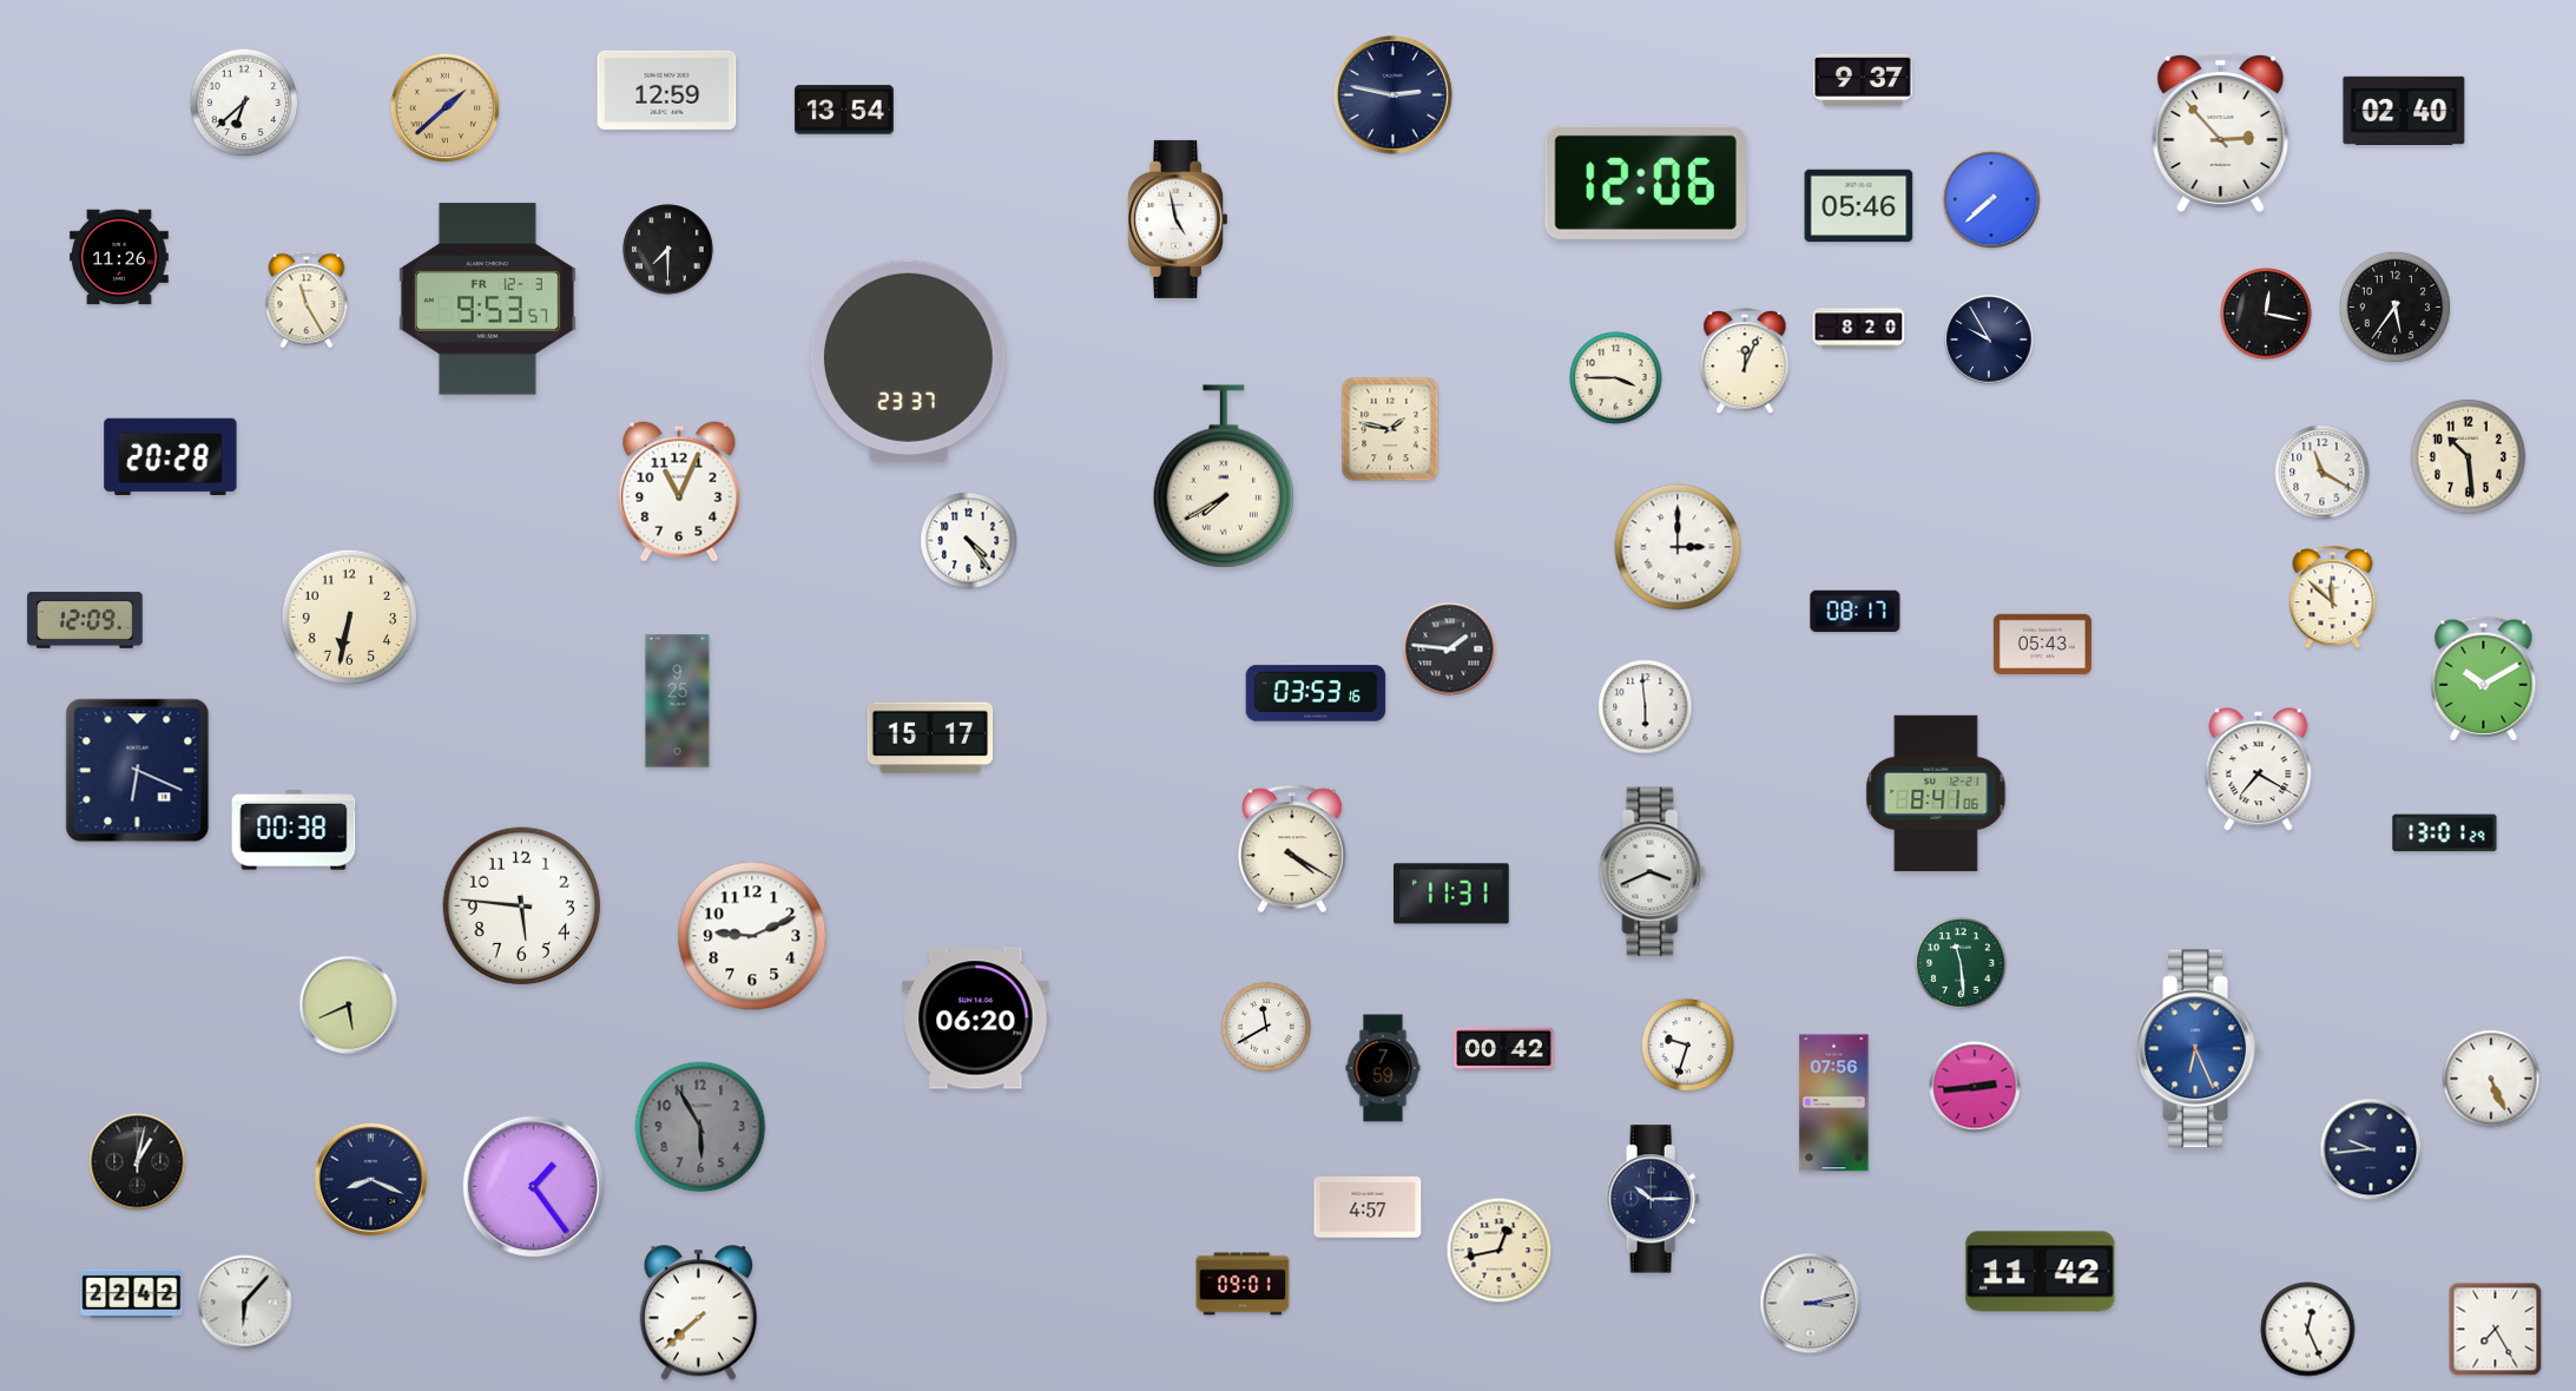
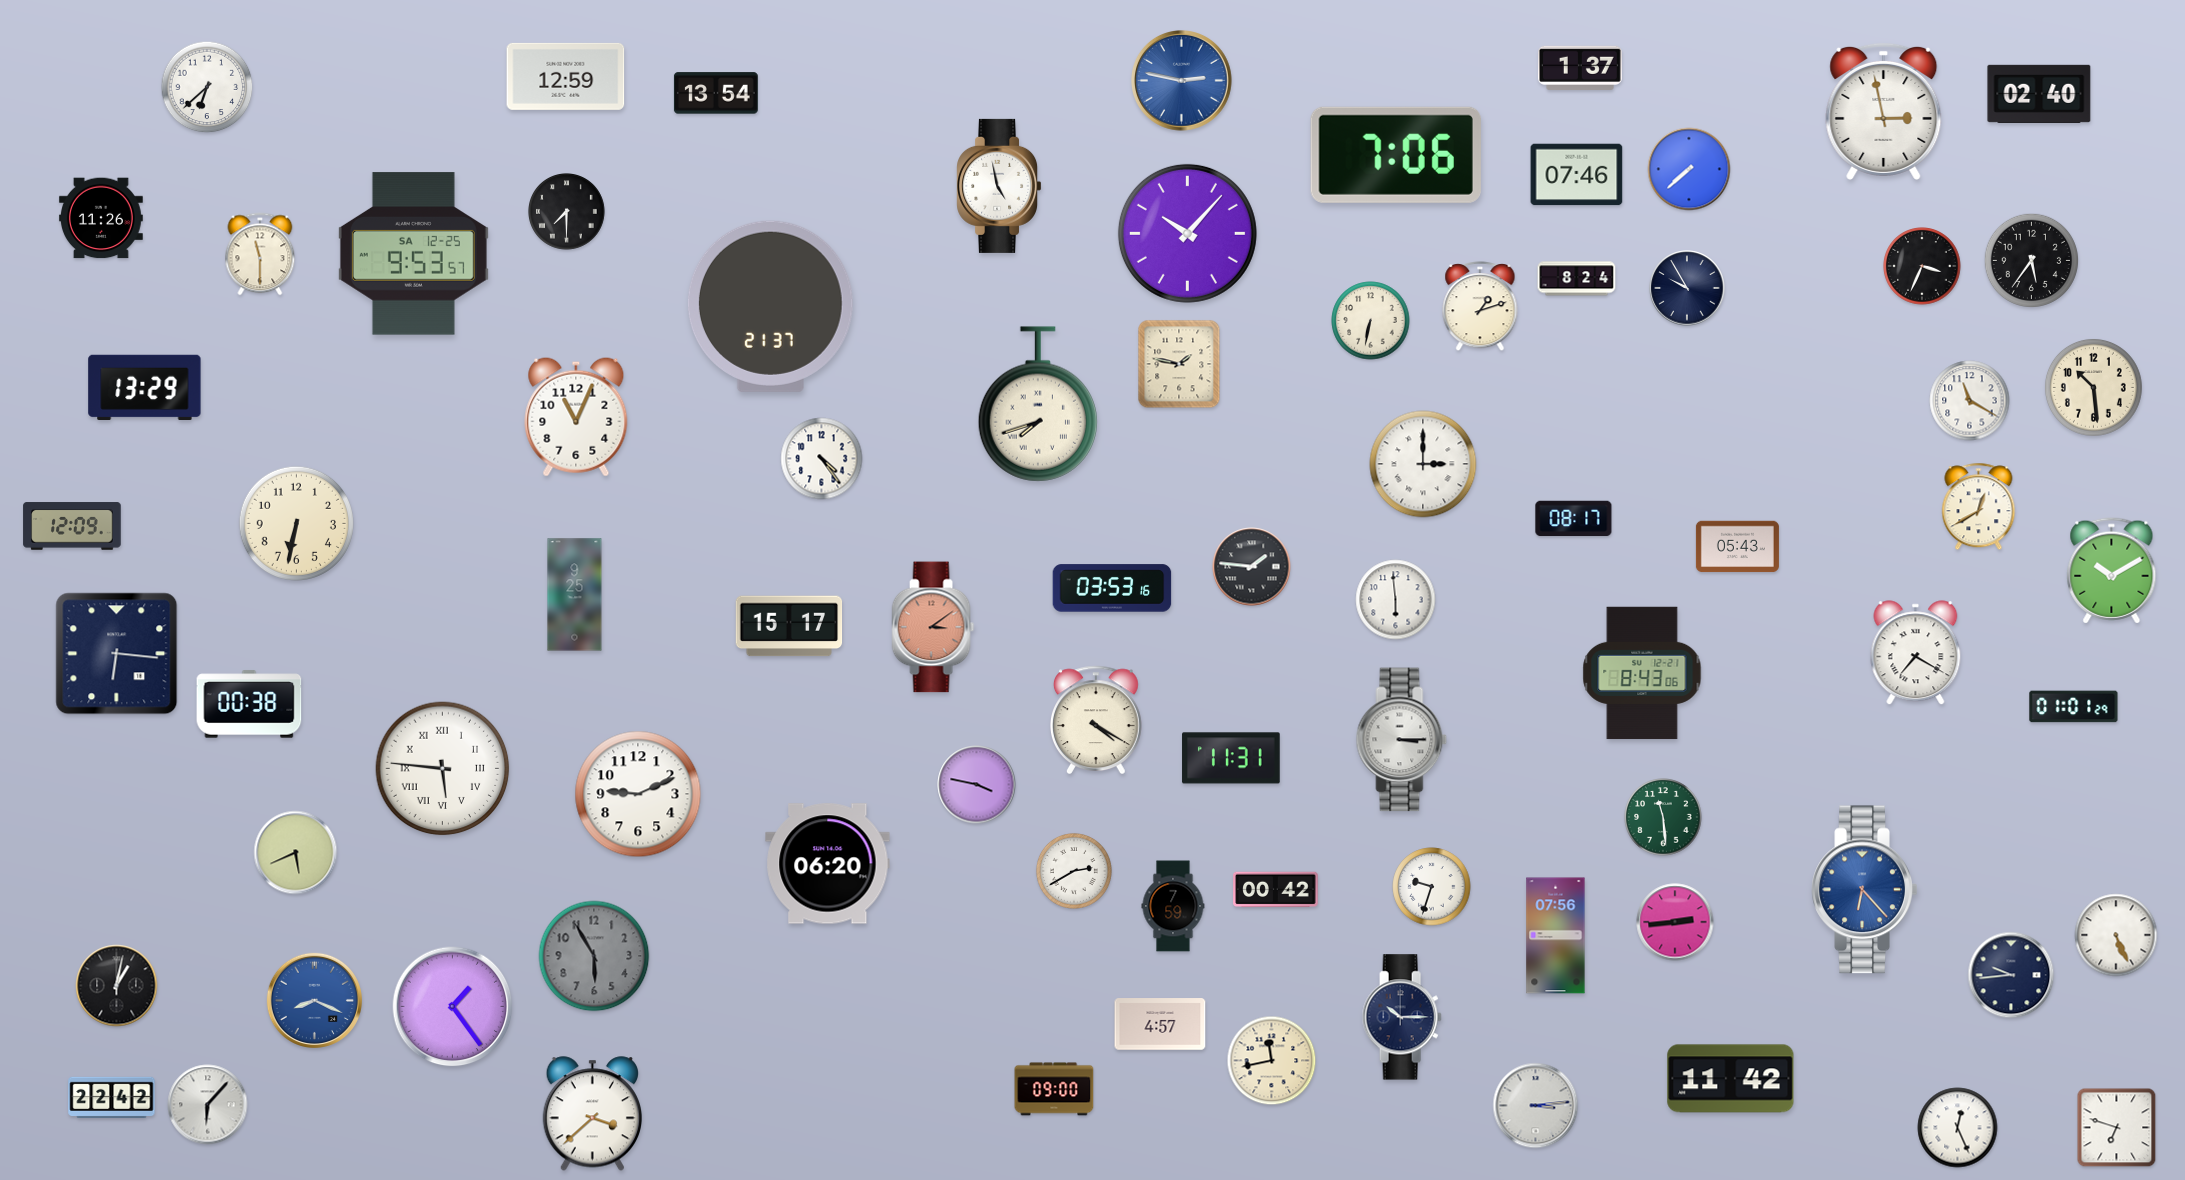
clock at (1863, 79): 9:37 -> 1:37
clock at (1394, 95) dial: navy -> blue
clock at (446, 108): 1:38 -> none
clock at (2221, 131): 2:53 -> 2:58
clock at (1646, 183): 12:06 -> 7:06
clock at (1859, 206): 05:46 -> 07:46
clock at (1187, 233): none -> 10:07
clock at (307, 299): 11:25 -> 11:30
clock at (487, 299) date: FR 12-3 -> SA 12-25
clock at (2266, 314): 12:17 -> 3:34
clock at (1859, 329): 8:20 -> 8:24
clock at (908, 361): 23:37 -> 21:37
clock at (1745, 362): 12:04 -> 1:12
clock at (1616, 378): 3:45 -> 6:32
clock at (171, 456): 20:28 -> 13:29
clock at (1224, 476): 7:40 -> 7:42
clock at (2333, 598): 11:52 -> 12:40
clock at (2042, 645) position: (2042, 645) -> (1737, 547)
clock at (1450, 650) position: (1450, 650) -> (1252, 567)
clock at (2484, 679) position: (2484, 679) -> (2112, 571)
clock at (1316, 693) position: (1316, 693) -> (1112, 588)
clock at (933, 627): none -> 3:09
clock at (138, 771): 6:19 -> 6:16
clock at (1936, 793): 8:41 -> 8:43
clock at (2445, 833): 13:01 -> 01:01
clock at (1653, 872): 3:41 -> 3:15
clock at (522, 907) numerals: Arabic -> Roman
clock at (977, 785): none -> 3:47
clock at (1266, 1027): 11:40 -> 2:40
clock at (2199, 1049): 6:26 -> 6:23
clock at (2491, 1079) position: (2491, 1079) -> (2116, 935)
clock at (370, 1179) dial: navy -> blue
clock at (1500, 1251): 12:43 -> 11:43
clock at (1243, 1284): 09:01 -> 09:00
clock at (1811, 1304): 3:13 -> 3:14
clock at (698, 1313): 7:38 -> 3:38
clock at (2496, 1330): 7:25 -> 6:48
